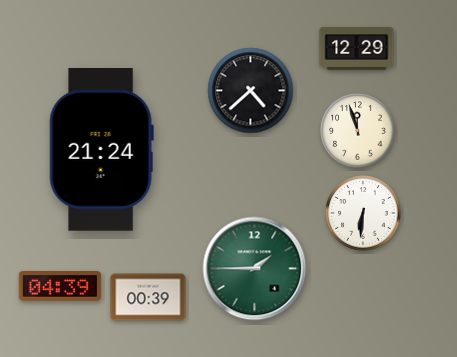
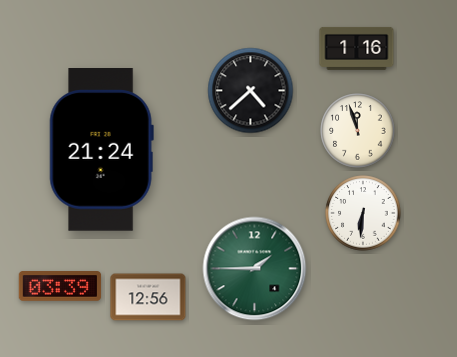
clock at (357, 48): 12:29 -> 1:16
clock at (60, 286): 04:39 -> 03:39
clock at (148, 297): 00:39 -> 12:56
